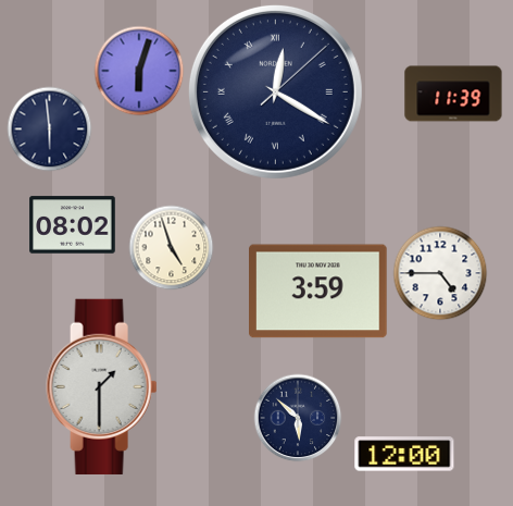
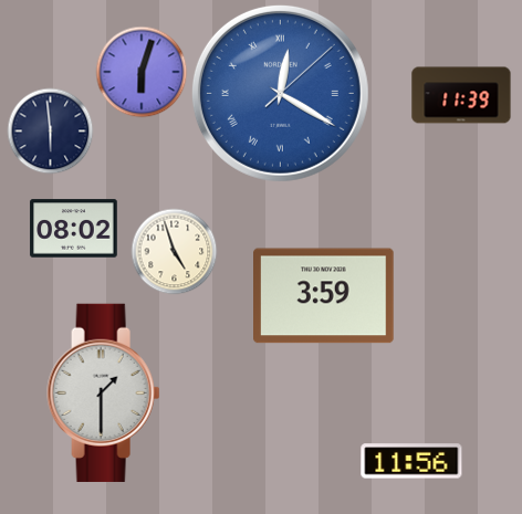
clock at (275, 91) dial: navy -> blue
clock at (440, 273): 4:45 -> none
clock at (298, 418): 5:52 -> none
clock at (404, 454): 12:00 -> 11:56
